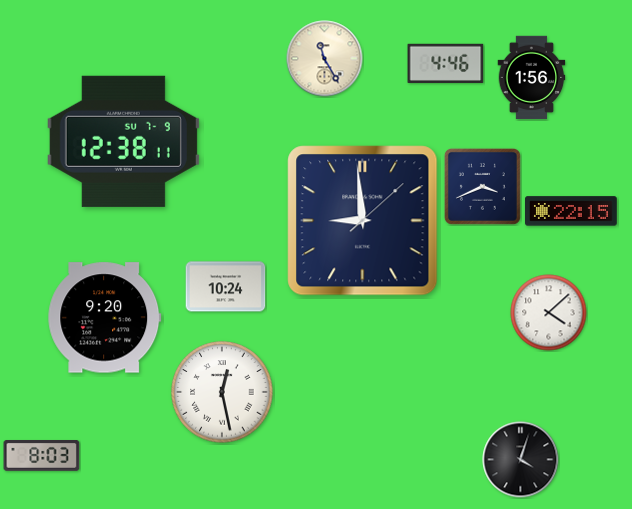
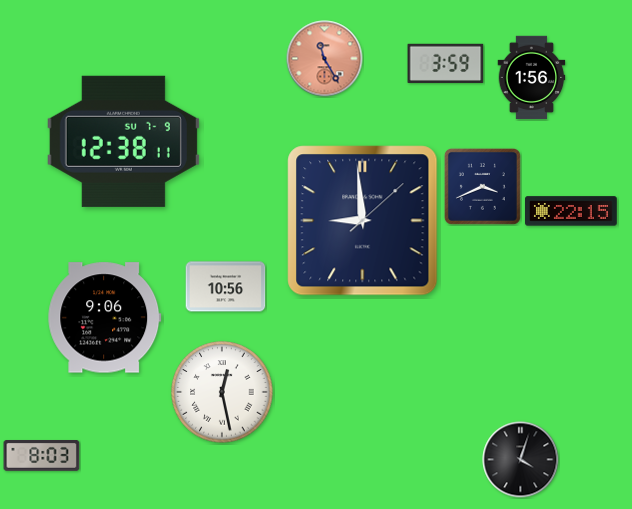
clock at (325, 59) dial: cream -> salmon
clock at (446, 63): 4:46 -> 3:59
clock at (226, 287): 10:24 -> 10:56
clock at (549, 313): 4:08 -> none
clock at (105, 318): 9:20 -> 9:06
